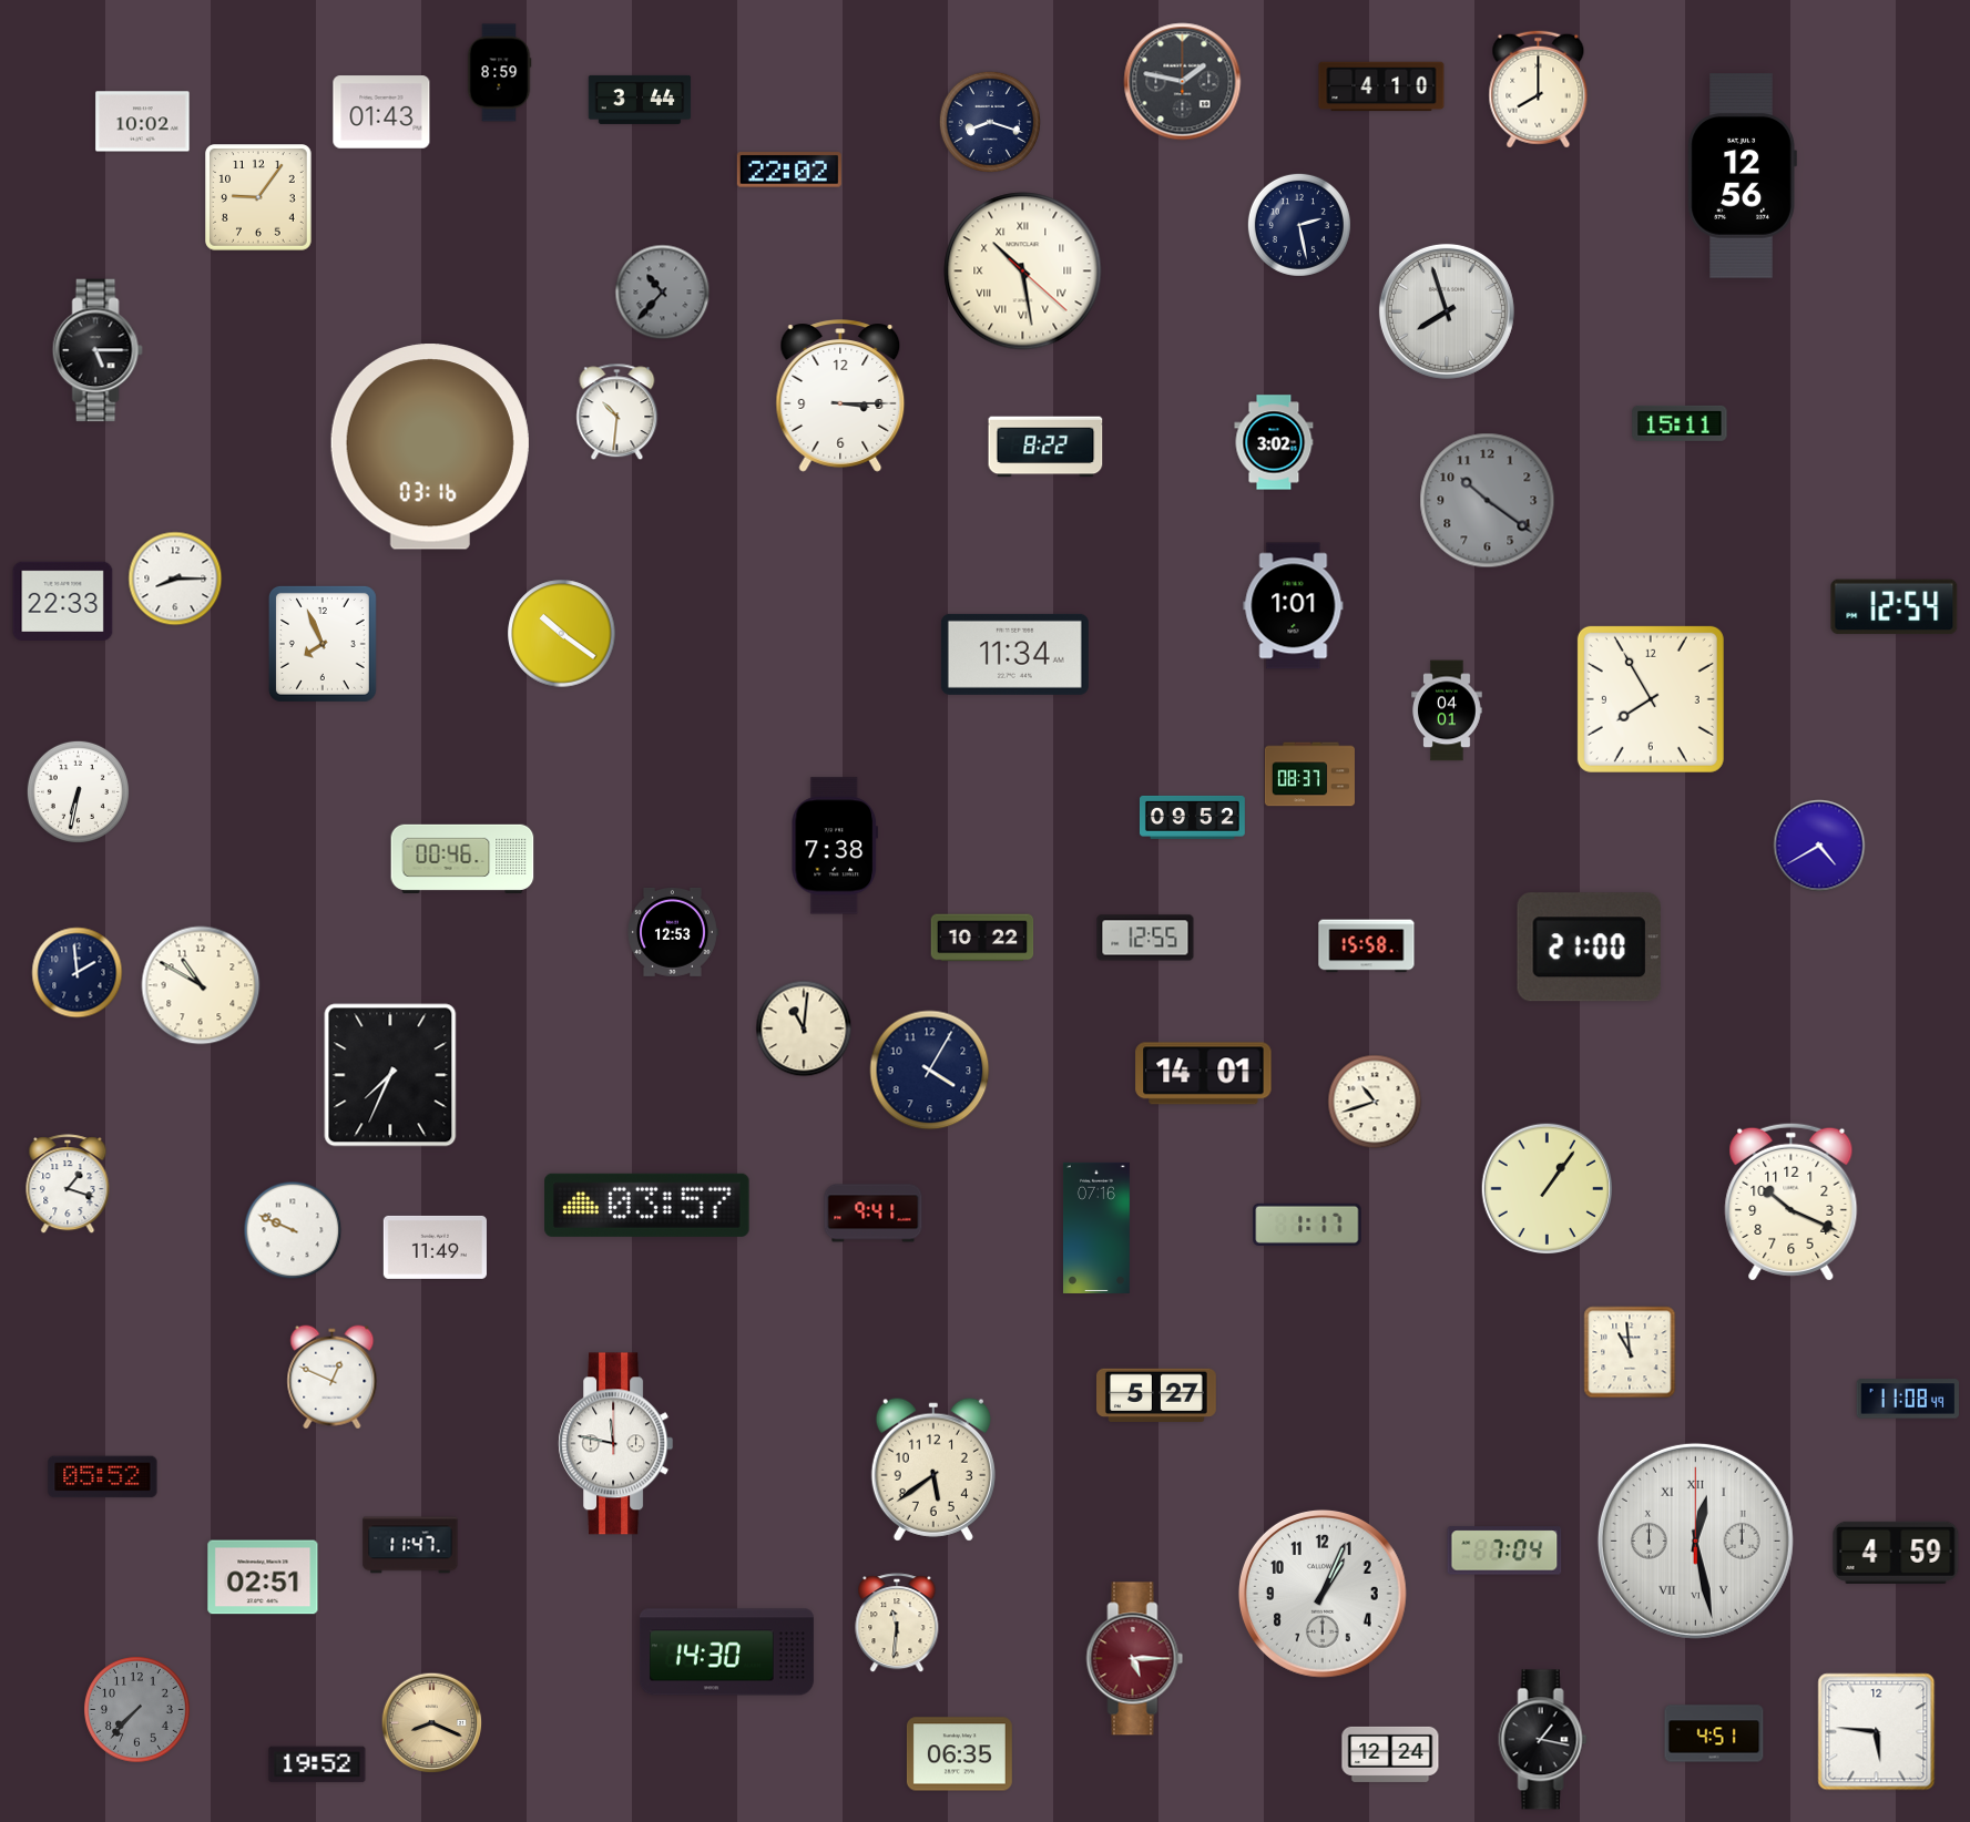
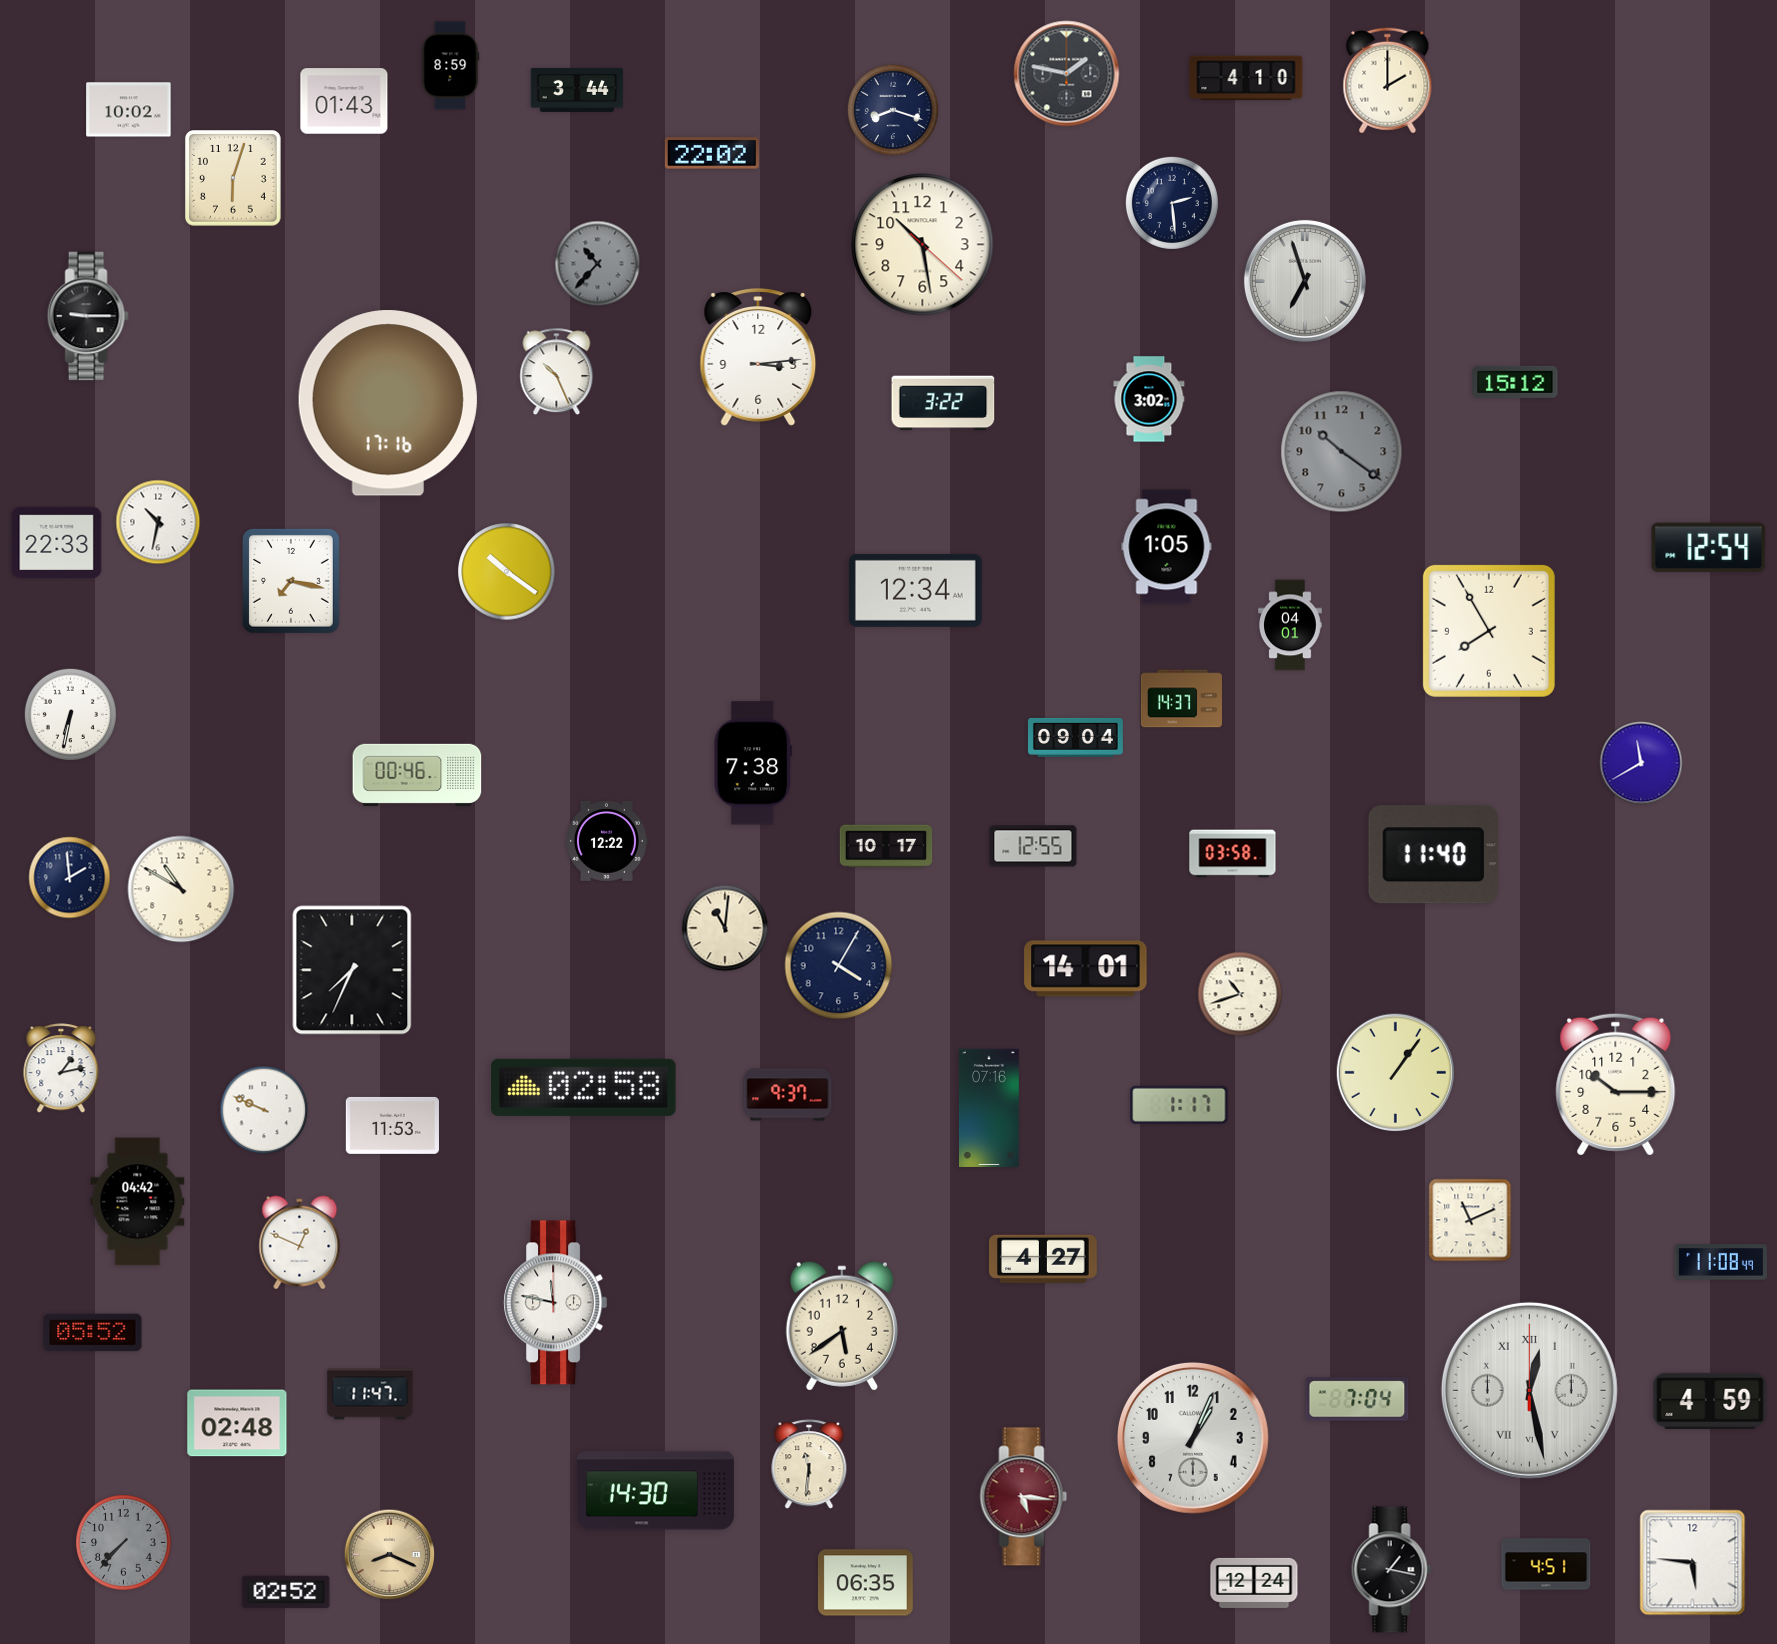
clock at (1539, 90): 8:00 -> 2:00
clock at (1742, 176): 12:56 -> none
clock at (259, 198): 9:06 -> 6:03
clock at (1299, 225): 2:28 -> 2:29
clock at (1023, 272) numerals: Roman -> Arabic
clock at (1447, 311): 7:57 -> 6:57
clock at (98, 350): 5:15 -> 9:15
clock at (840, 396): 3:15 -> 3:14
clock at (617, 412): 10:31 -> 10:26
clock at (1680, 423): 15:11 -> 15:12
clock at (430, 447): 03:16 -> 17:16
clock at (1045, 447): 8:22 -> 3:22
clock at (175, 579): 8:15 -> 10:32
clock at (1294, 606): 1:01 -> 1:05
clock at (323, 644): 7:56 -> 7:17
clock at (1014, 654): 11:34 -> 12:34
clock at (1447, 710) position: (1447, 710) -> (1290, 625)
clock at (1309, 775): 08:37 -> 14:37
clock at (1192, 817): 09:52 -> 09:04
clock at (1819, 846): 4:40 -> 11:40
clock at (673, 932): 12:53 -> 12:22
clock at (982, 938): 10:22 -> 10:17
clock at (1367, 946): 15:58 -> 03:58
clock at (1589, 948): 21:00 -> 11:40
clock at (68, 1185): 1:18 -> 1:13
clock at (1792, 1201): 10:19 -> 10:15
clock at (647, 1205): 03:57 -> 02:58
clock at (874, 1214): 9:41 -> 9:37
clock at (435, 1247): 11:49 -> 11:53
clock at (138, 1202): none -> 04:42
clock at (1630, 1352): 10:59 -> 11:11
clock at (1157, 1395): 5:27 -> 4:27
clock at (263, 1577): 02:51 -> 02:48
clock at (1135, 1659): 5:15 -> 5:16
clock at (317, 1764): 19:52 -> 02:52
